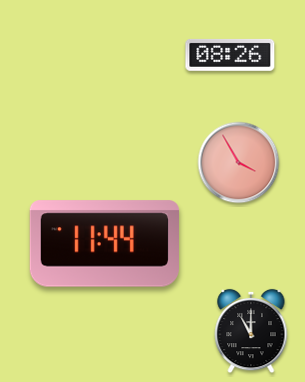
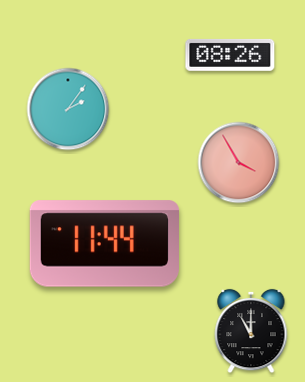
clock at (68, 109): none -> 2:06
